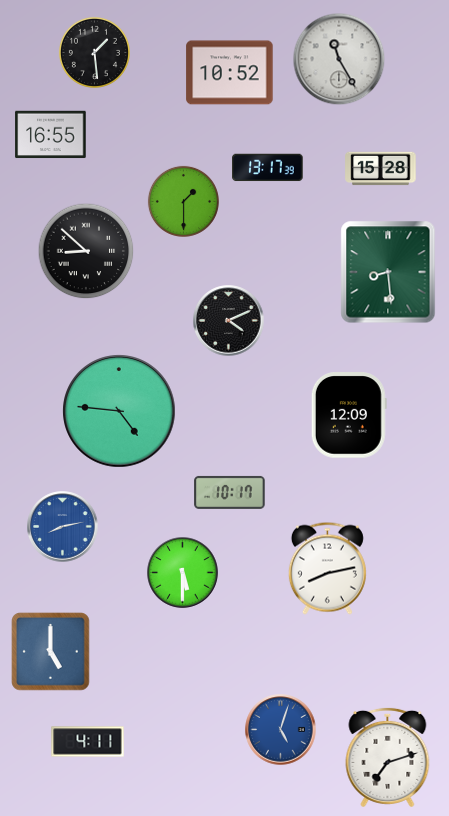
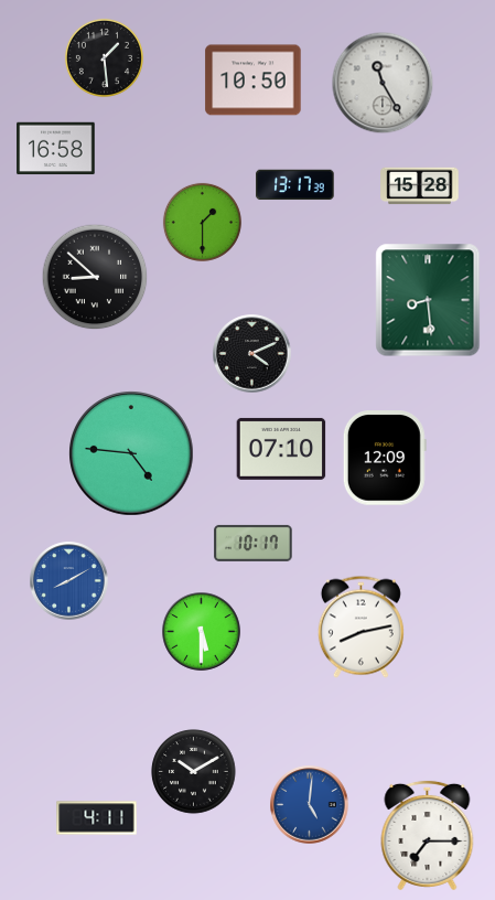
clock at (339, 59) position: (339, 59) -> (383, 83)
clock at (230, 73): 10:52 -> 10:50
clock at (51, 135): 16:55 -> 16:58
clock at (281, 449): none -> 07:10
clock at (63, 527): 8:13 -> 8:10
clock at (51, 652): 5:00 -> none
clock at (194, 772): none -> 10:10
clock at (281, 730): 5:03 -> 5:01
clock at (388, 757): 7:12 -> 7:15
